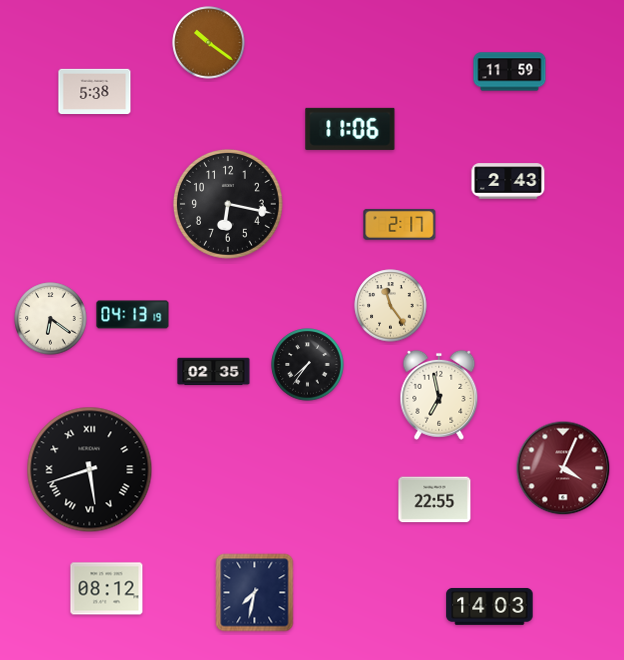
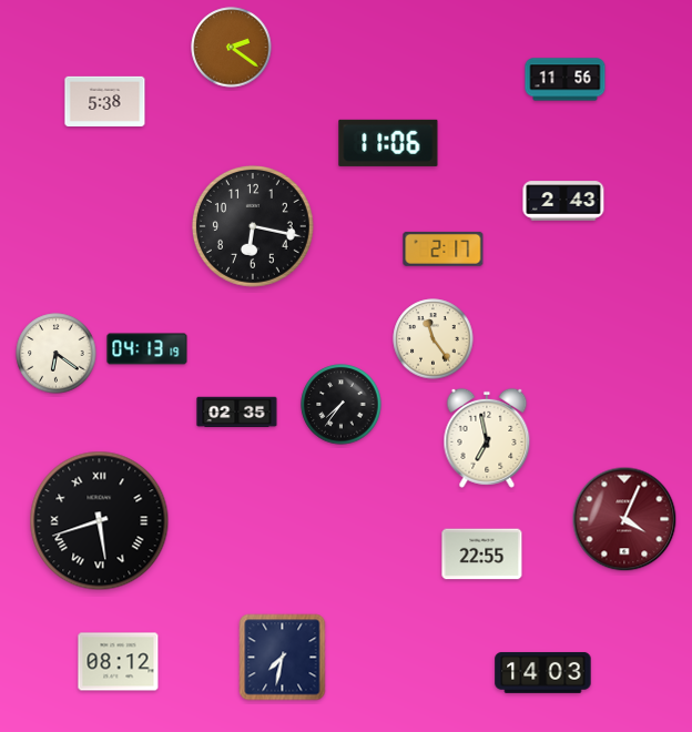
clock at (209, 43): 10:21 -> 2:21
clock at (510, 72): 11:59 -> 11:56
clock at (107, 589) position: (107, 589) -> (119, 662)
